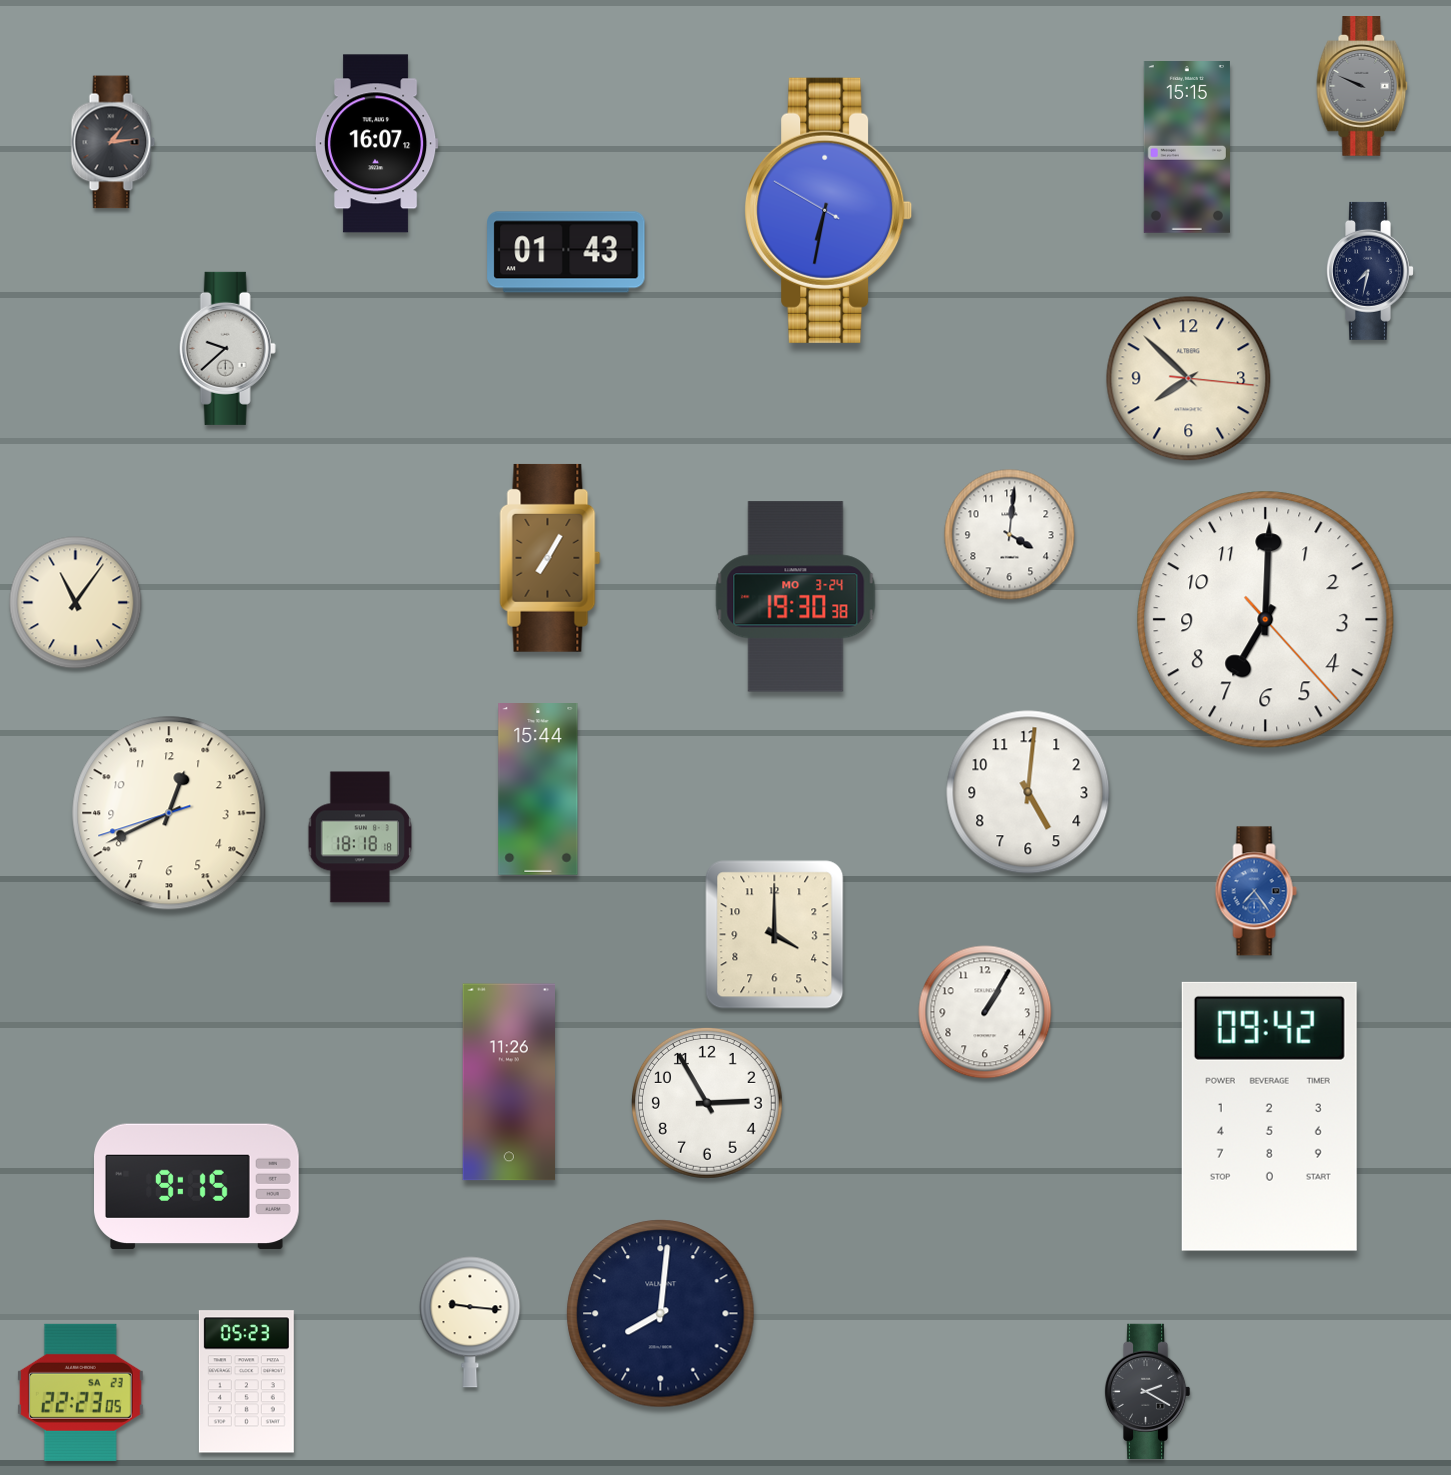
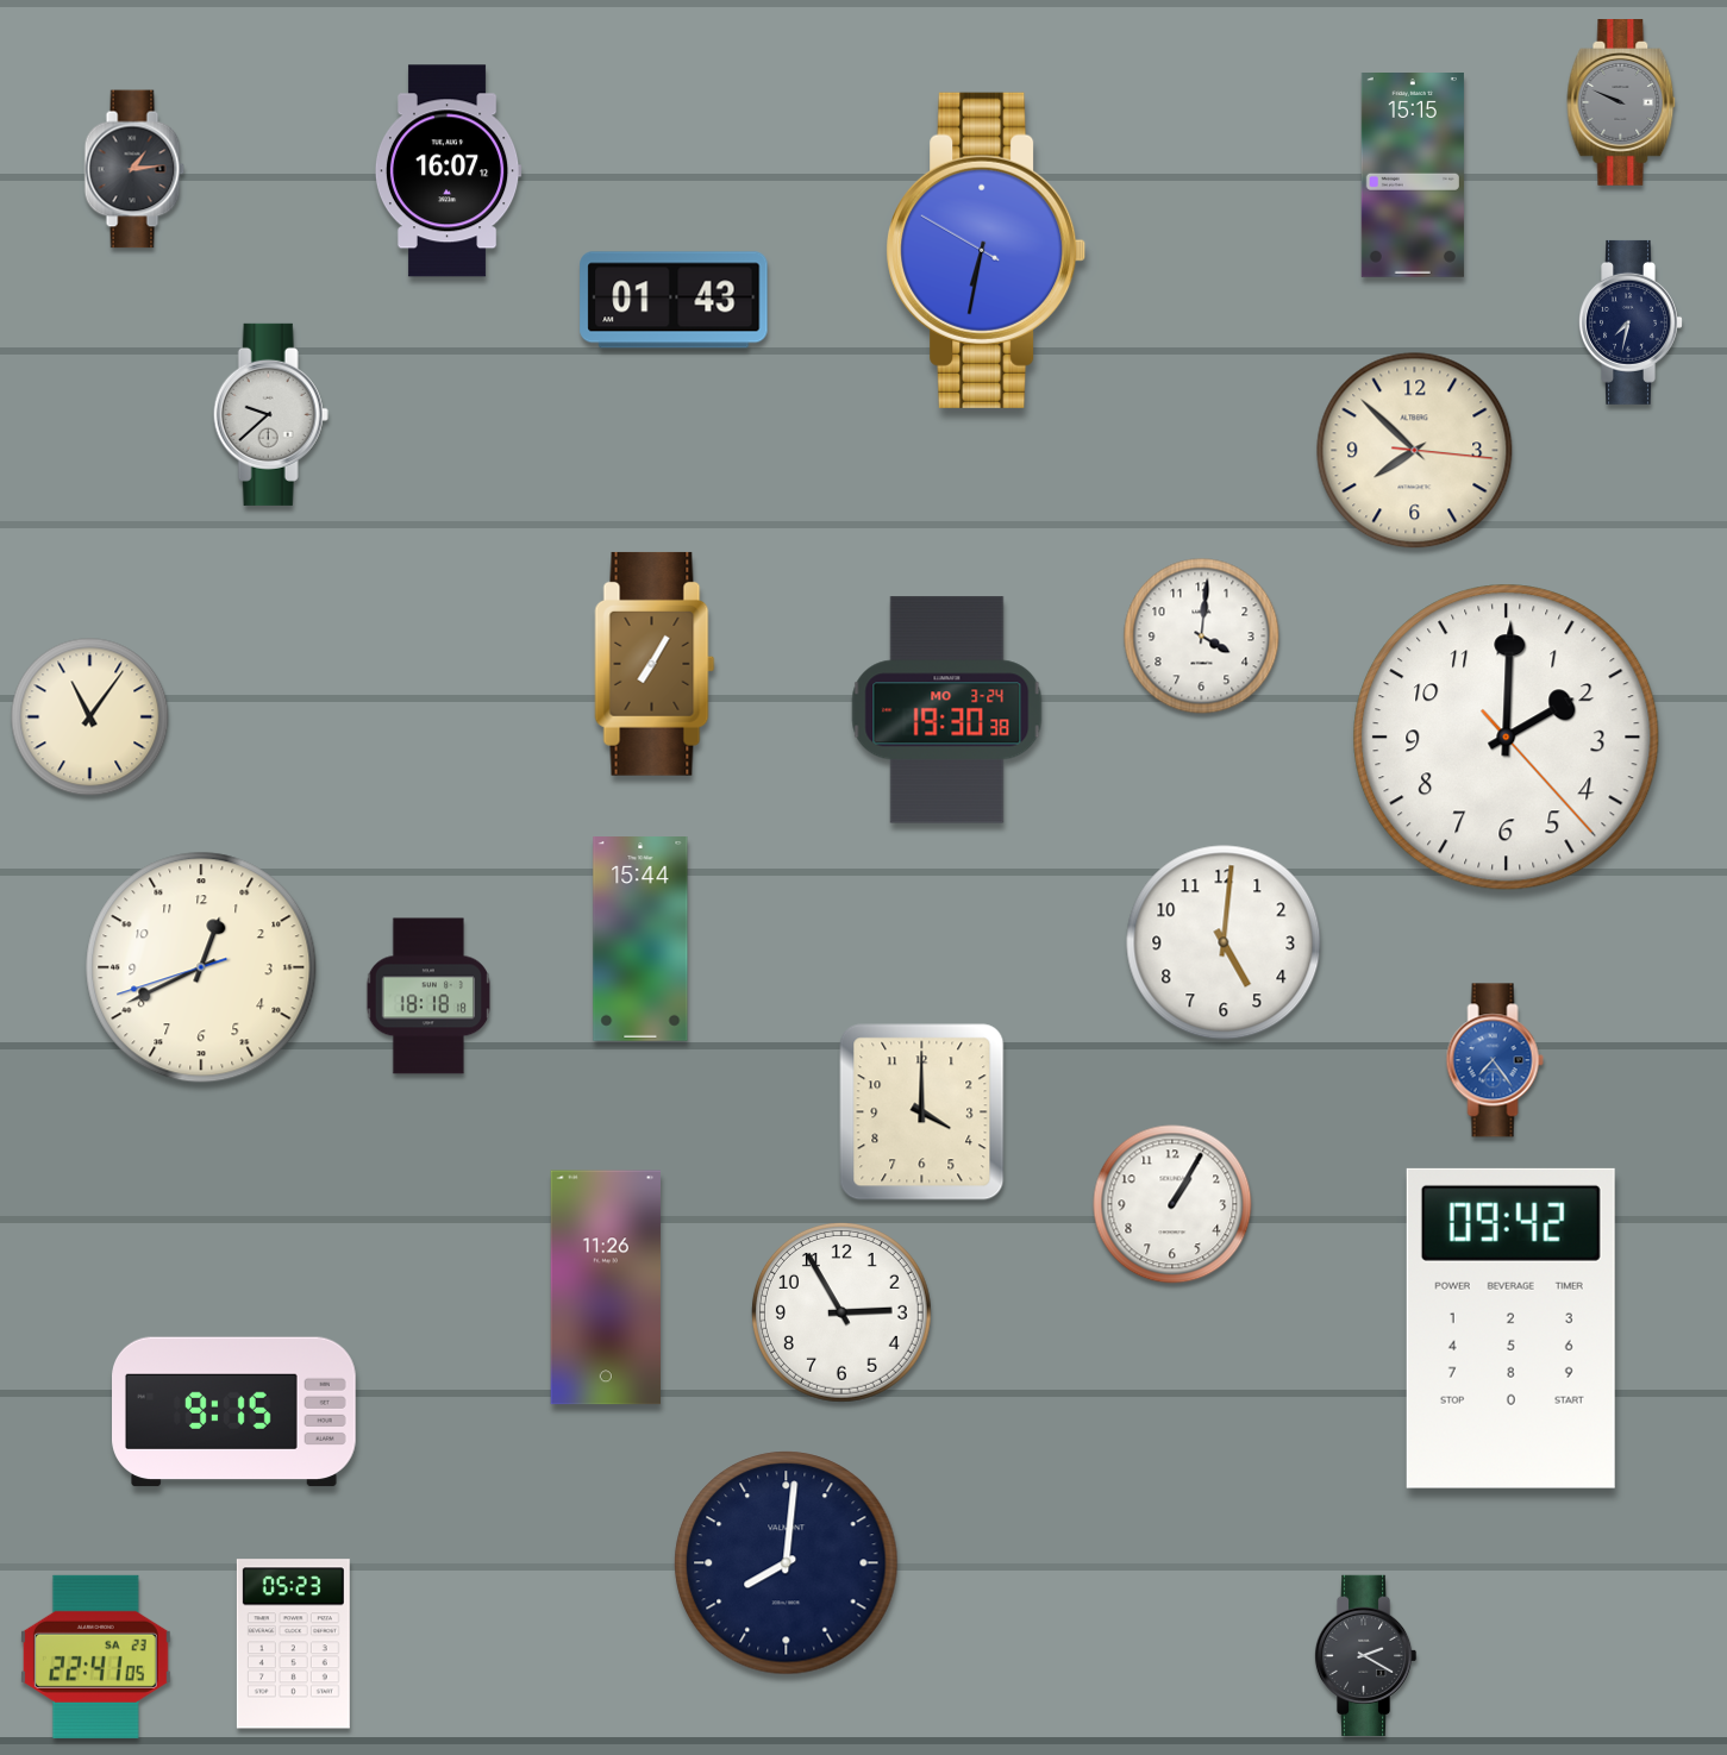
clock at (1266, 620): 7:00 -> 2:00
clock at (470, 1322): 9:16 -> none
clock at (80, 1392): 22:23 -> 22:41
